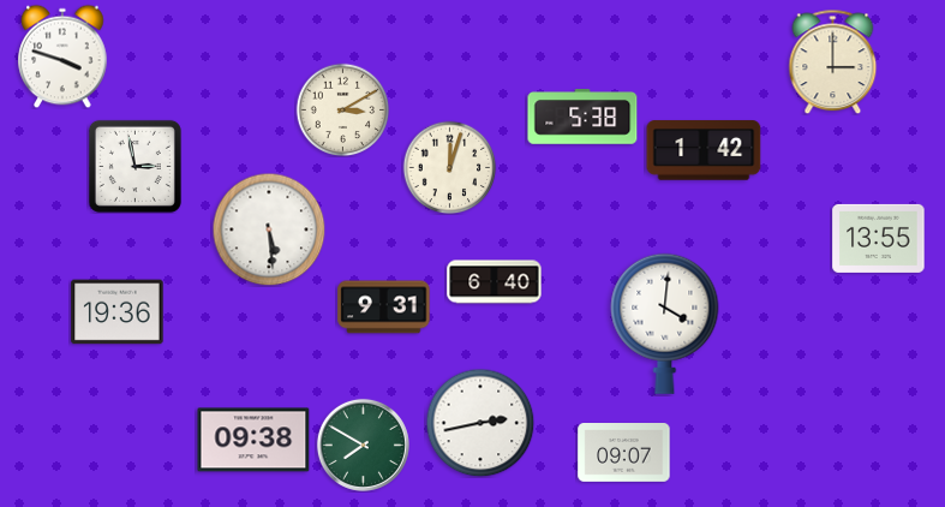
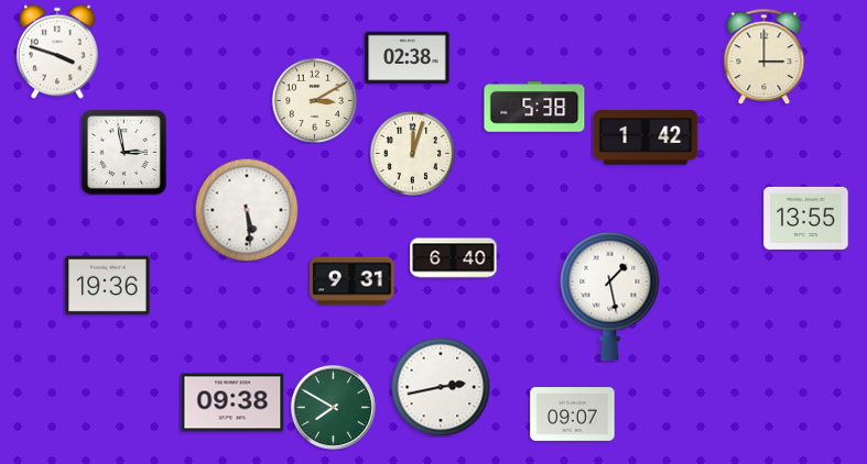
clock at (408, 58): none -> 02:38
clock at (665, 323): 4:01 -> 1:28
